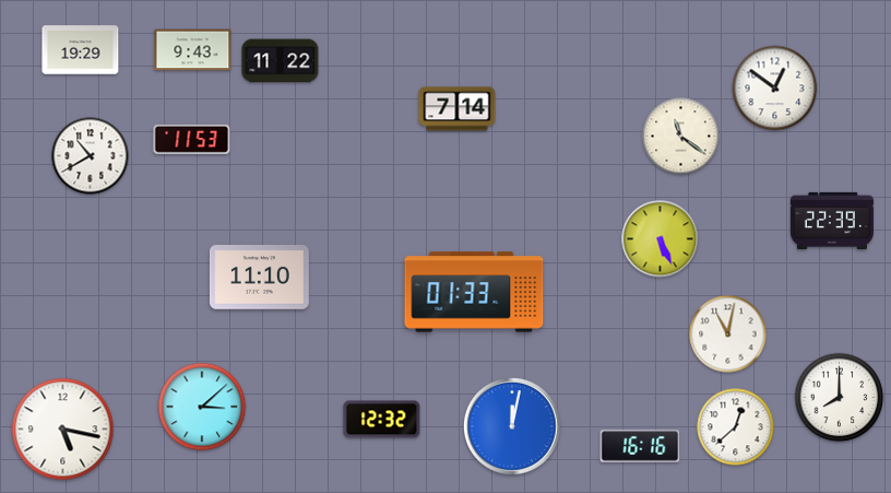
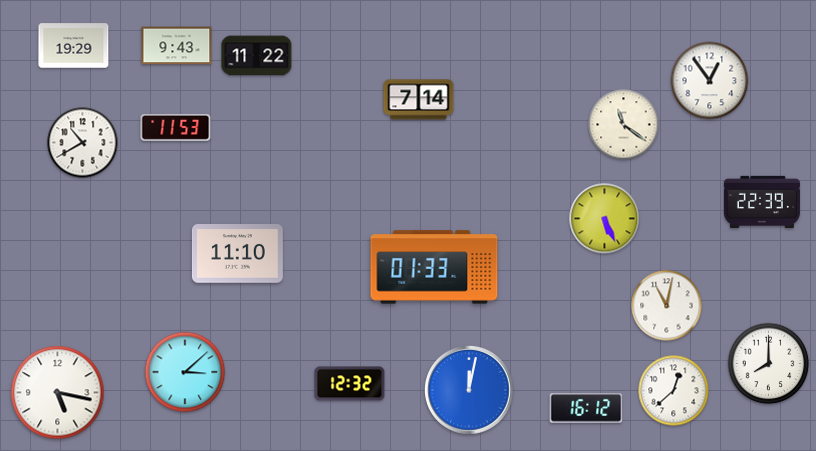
clock at (775, 89): 12:51 -> 12:54
clock at (640, 446): 16:16 -> 16:12
